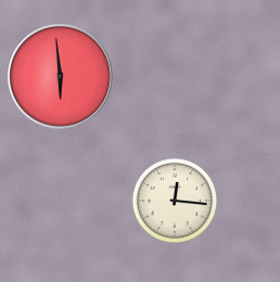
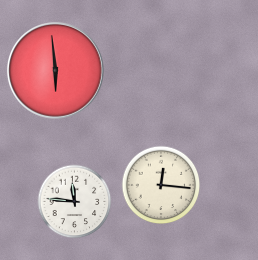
clock at (75, 202): none -> 11:46
